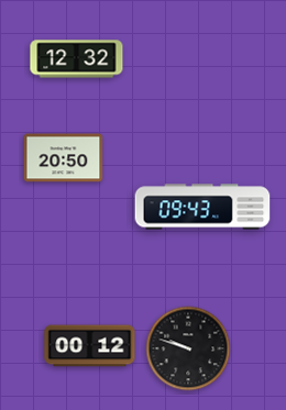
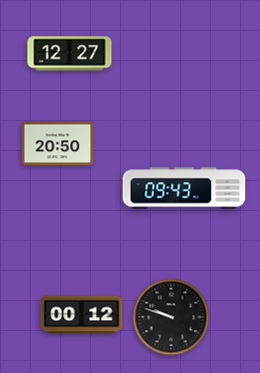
clock at (77, 59): 12:32 -> 12:27
